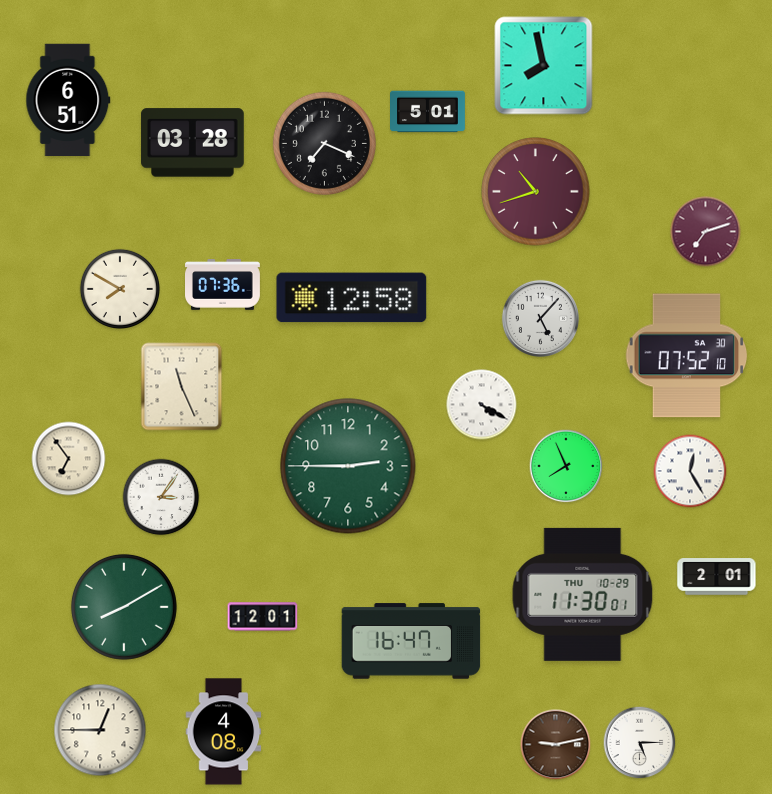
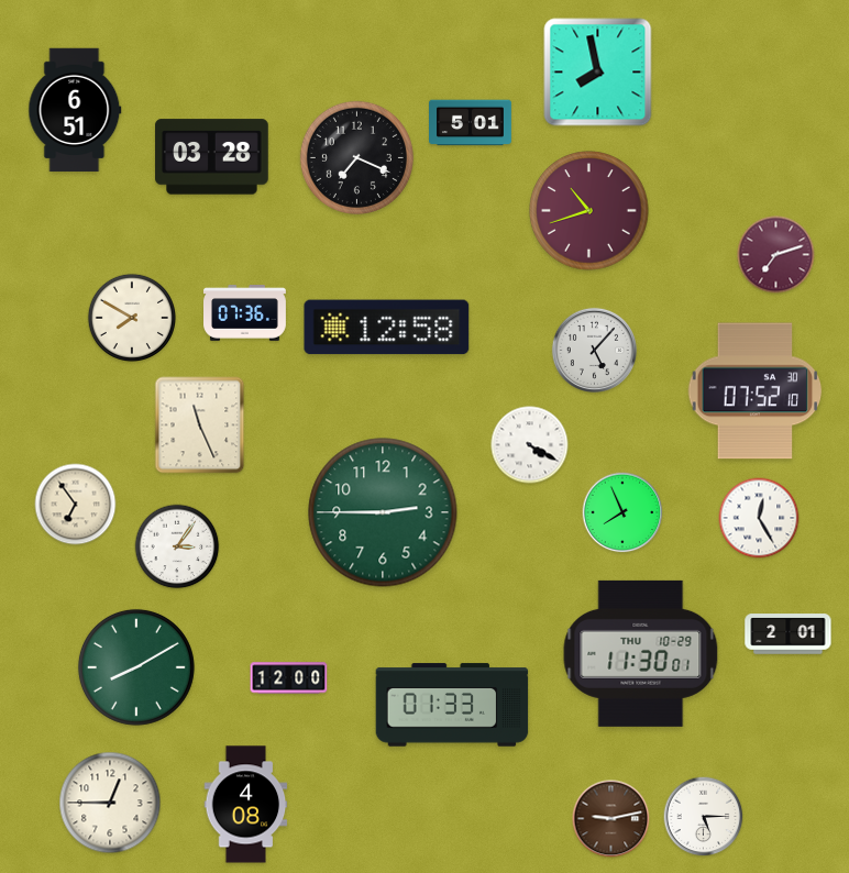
clock at (263, 617): 12:01 -> 12:00
clock at (411, 641): 16:47 -> 01:33
